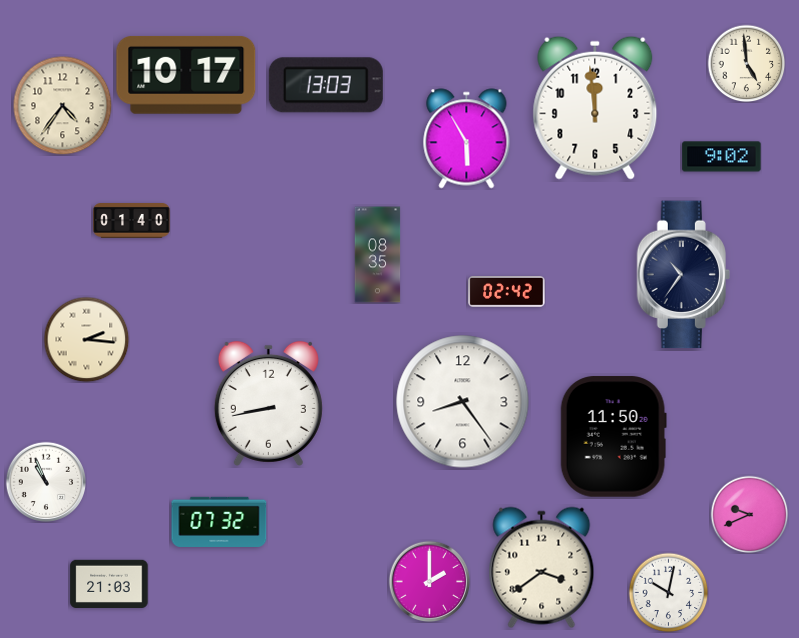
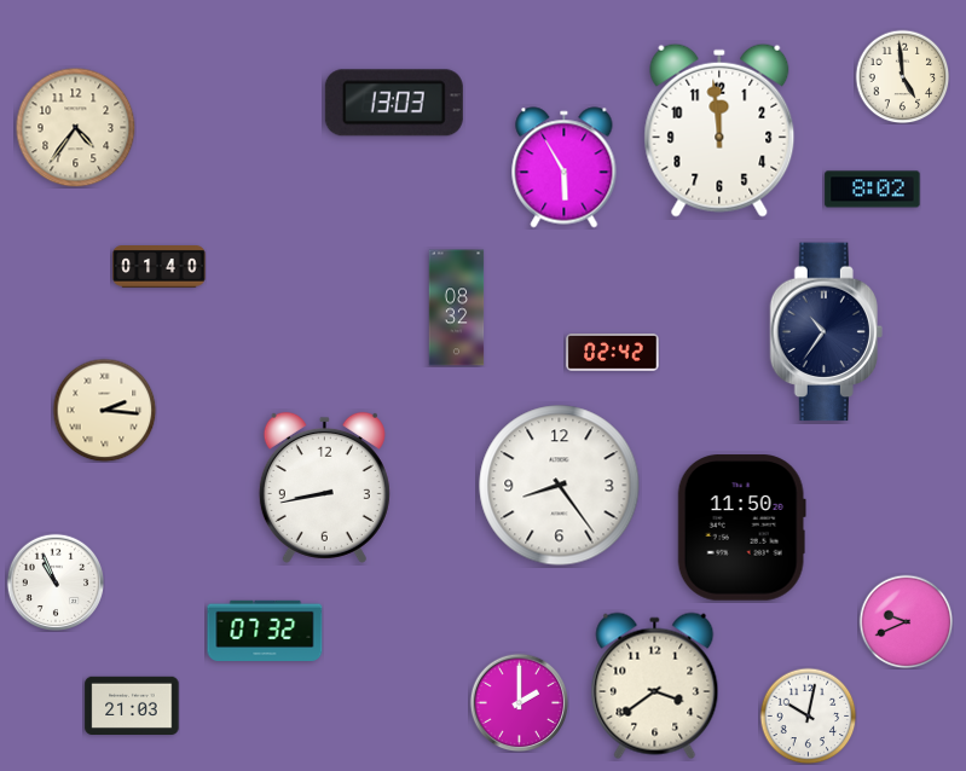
clock at (186, 75): 10:17 -> none
clock at (722, 157): 9:02 -> 8:02
clock at (378, 255): 08:35 -> 08:32
